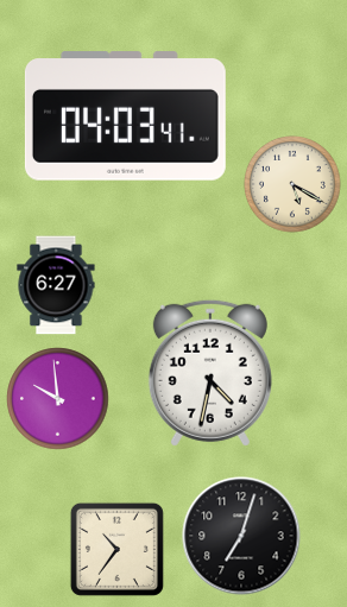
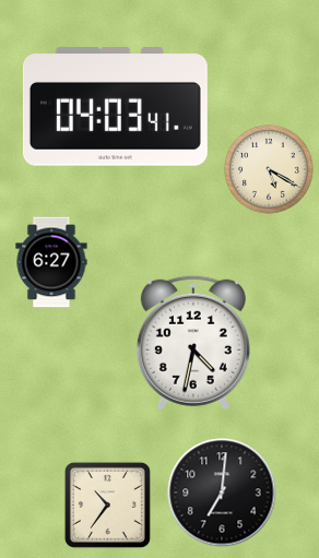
clock at (58, 399): 9:59 -> none
clock at (241, 536): 7:03 -> 7:01
